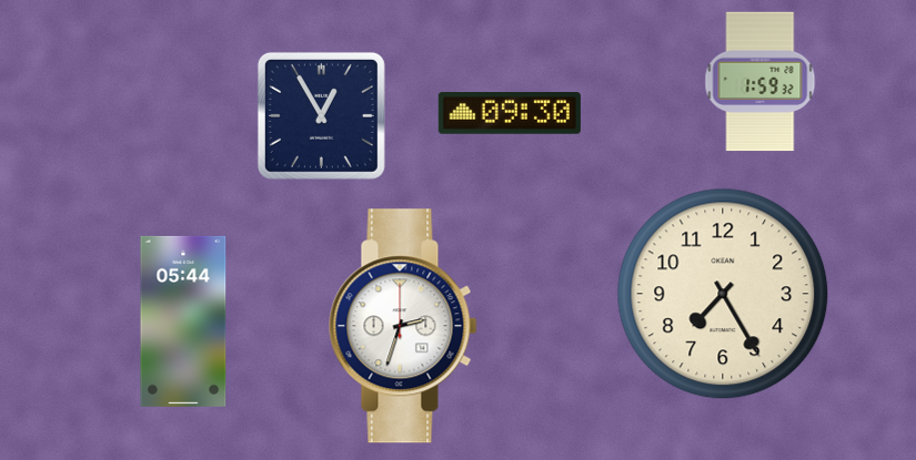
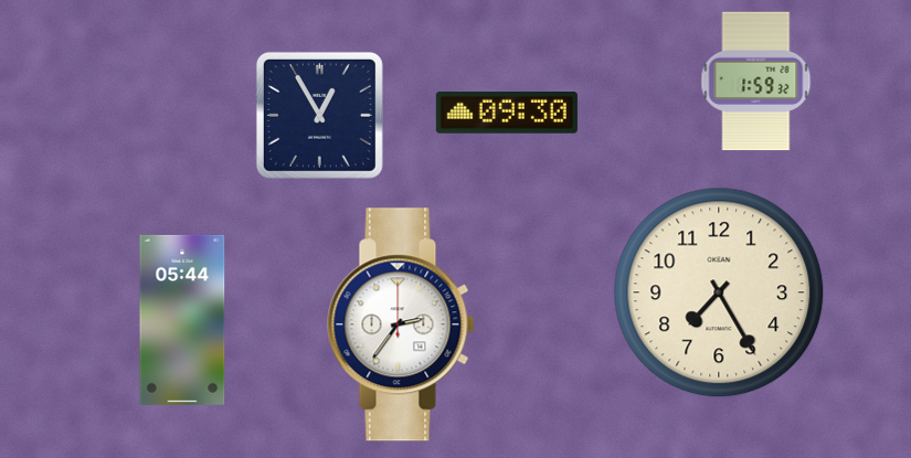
clock at (403, 326): 2:33 -> 2:36
